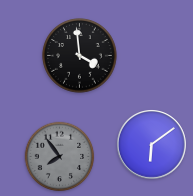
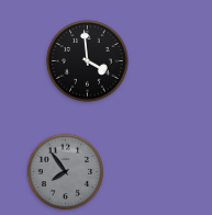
clock at (152, 145): 6:09 -> none
